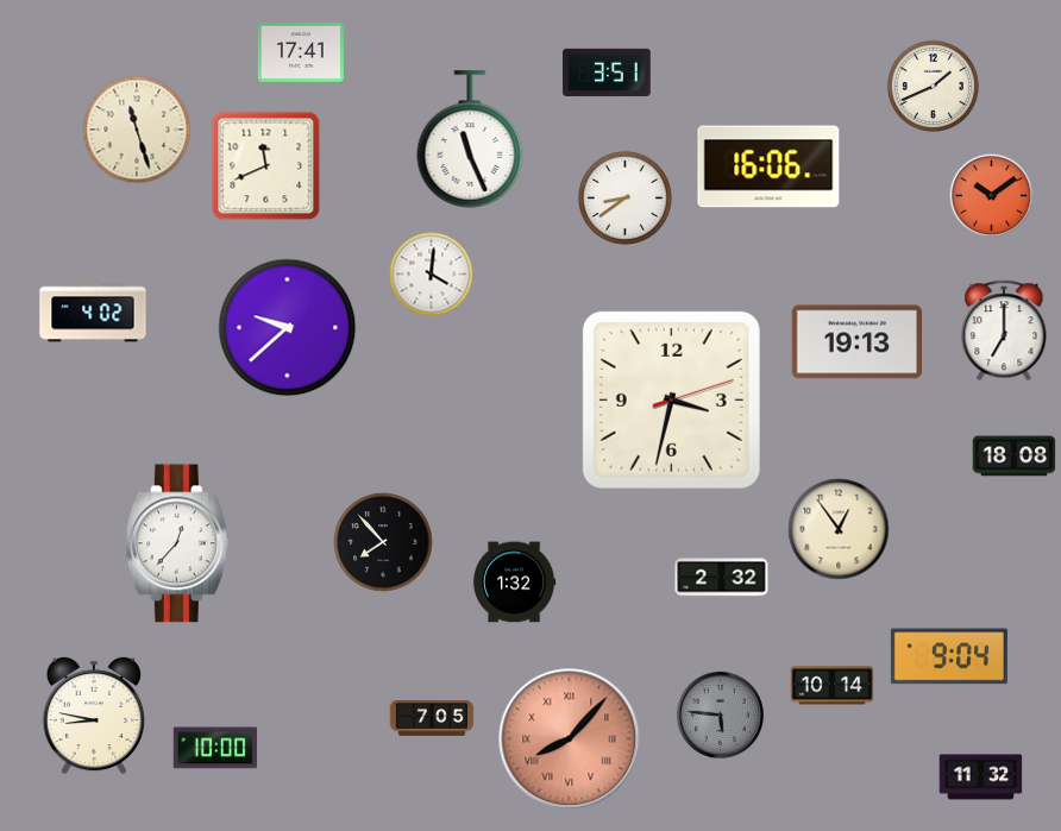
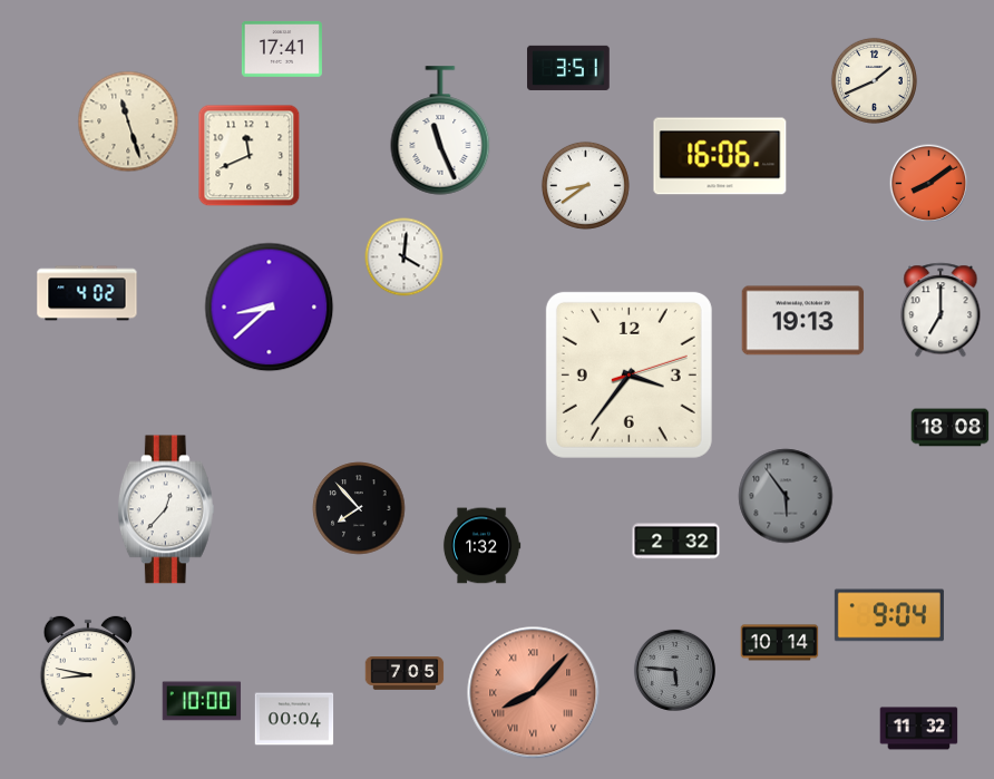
clock at (992, 196): 10:09 -> 8:09
clock at (288, 328): 9:38 -> 8:38
clock at (671, 399): 3:32 -> 3:36
clock at (839, 529): 12:54 -> 5:54
clock at (839, 529) dial: cream -> grey
clock at (294, 719): none -> 00:04
